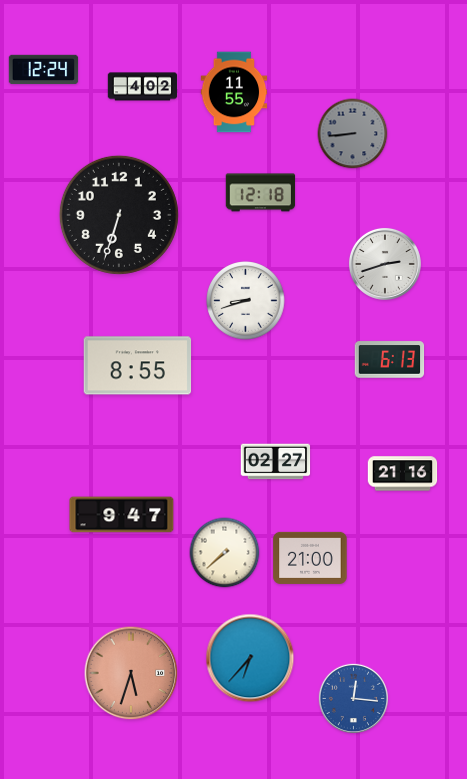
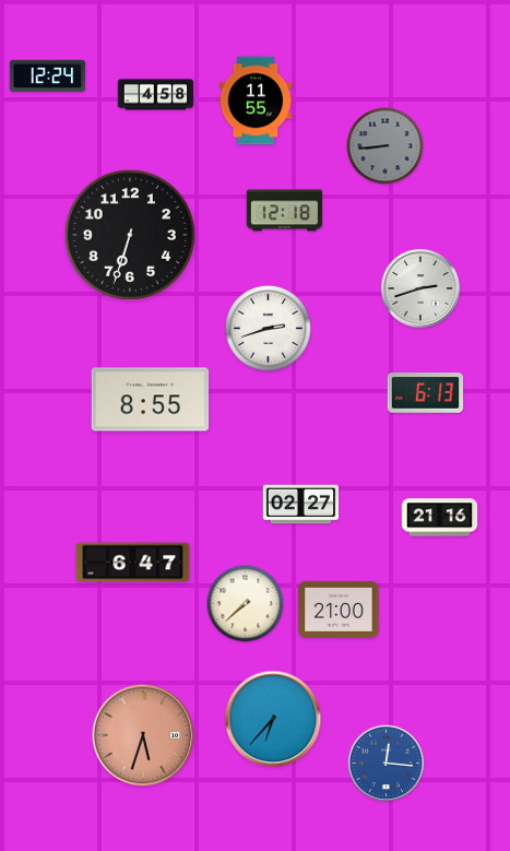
clock at (143, 87): 4:02 -> 4:58
clock at (246, 301): 8:42 -> 2:42
clock at (122, 515): 9:47 -> 6:47
